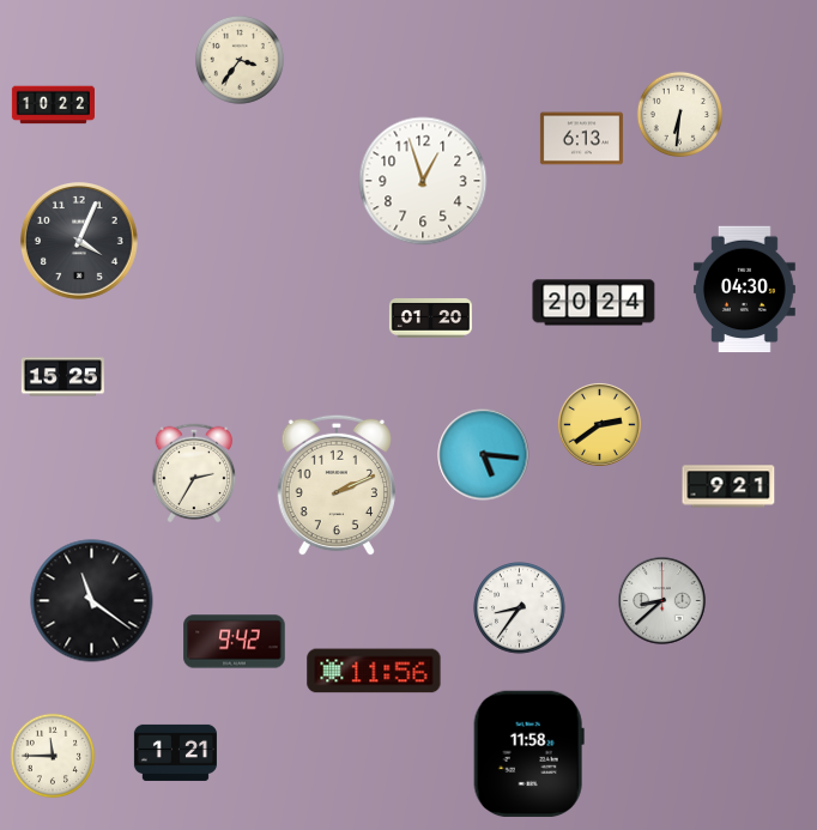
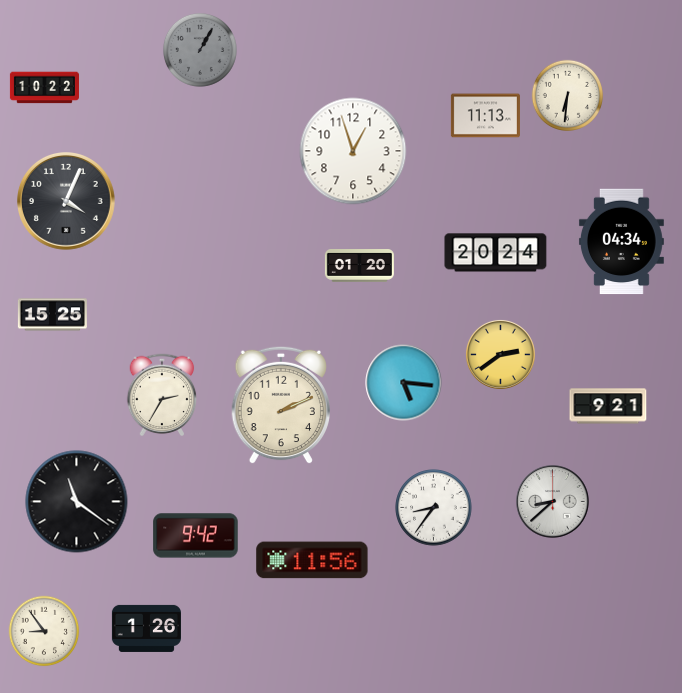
clock at (240, 60): 3:36 -> 1:05
clock at (240, 60) dial: cream -> grey
clock at (581, 139): 6:13 -> 11:13
clock at (744, 290): 04:30 -> 04:34
clock at (484, 455) position: (484, 455) -> (404, 383)
clock at (175, 752): 1:21 -> 1:26
clock at (528, 753): 11:58 -> none
clock at (53, 756): 11:45 -> 8:54
